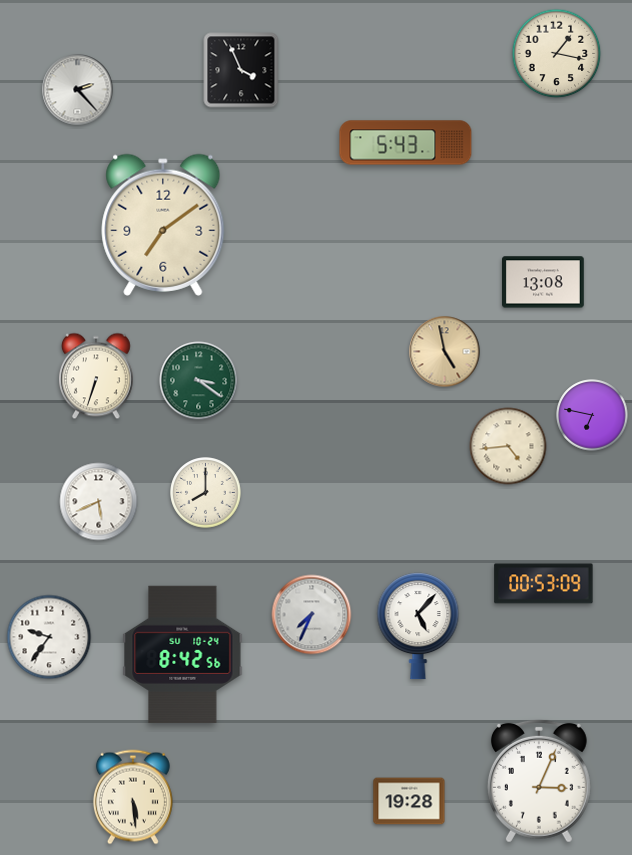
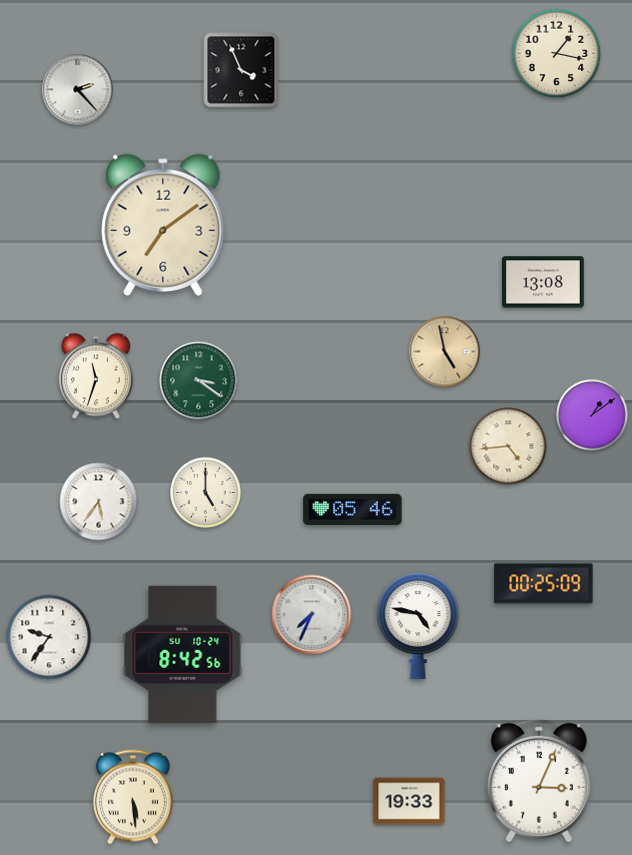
clock at (406, 143): 5:43 -> none
clock at (97, 376): 6:33 -> 11:33
clock at (592, 415): 6:47 -> 1:09
clock at (206, 493): 8:00 -> 5:00
clock at (99, 502): 5:41 -> 5:36
clock at (353, 509): none -> 05:46
clock at (544, 584): 00:53 -> 00:25
clock at (418, 626): 5:07 -> 4:47
clock at (409, 801): 19:28 -> 19:33
